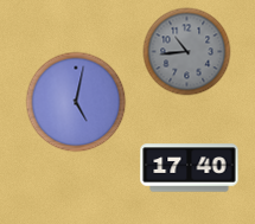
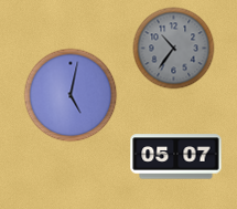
clock at (187, 52): 10:44 -> 10:36
clock at (190, 168): 17:40 -> 05:07
